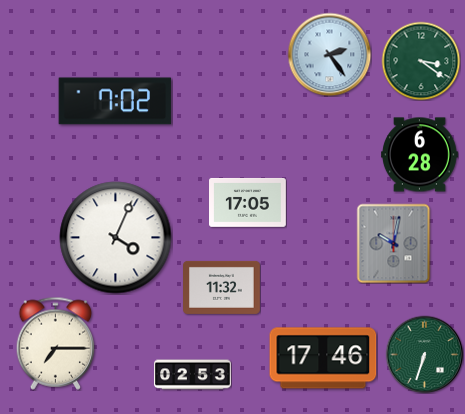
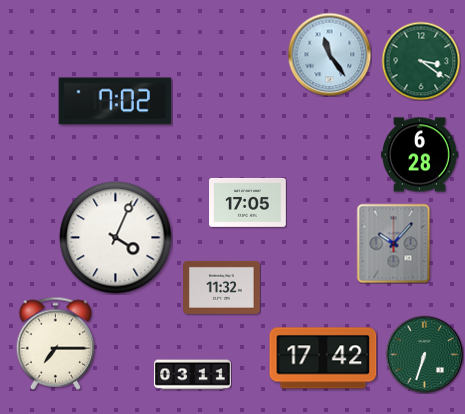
clock at (329, 54): 2:24 -> 11:24
clock at (394, 243): 10:02 -> 10:07
clock at (323, 358): 17:46 -> 17:42
clock at (193, 375): 02:53 -> 03:11
